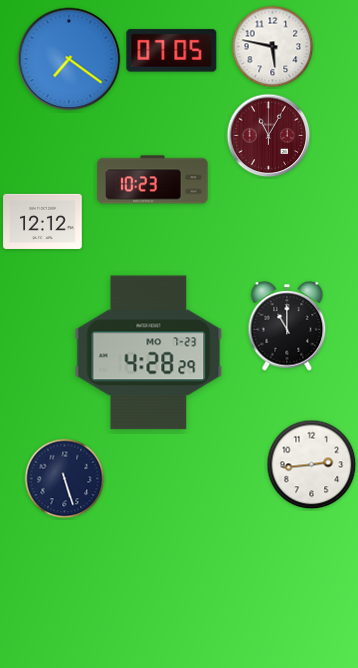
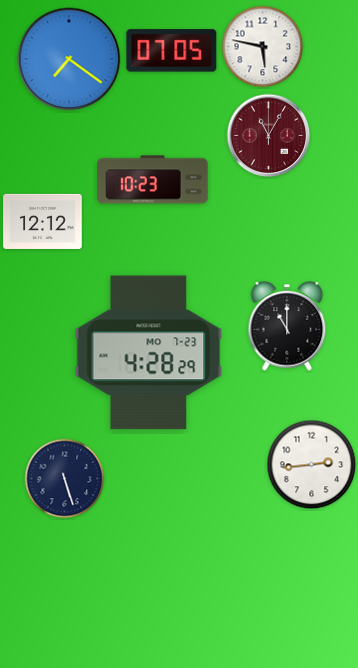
clock at (273, 47) position: (273, 47) -> (263, 47)
